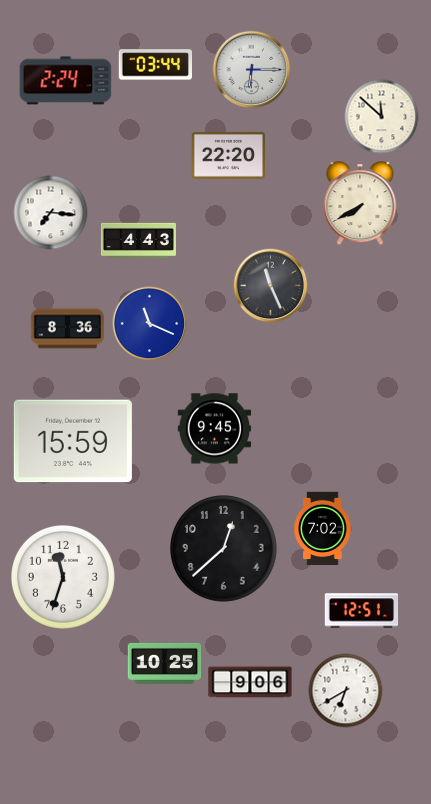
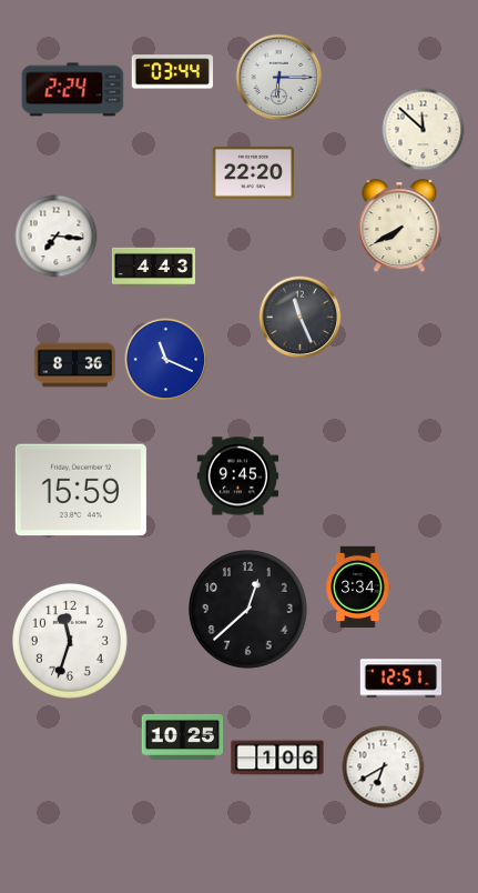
clock at (323, 529): 7:02 -> 3:34
clock at (250, 682): 9:06 -> 1:06
